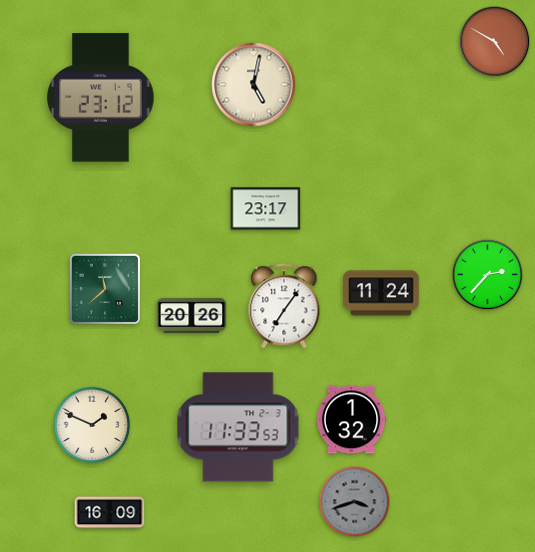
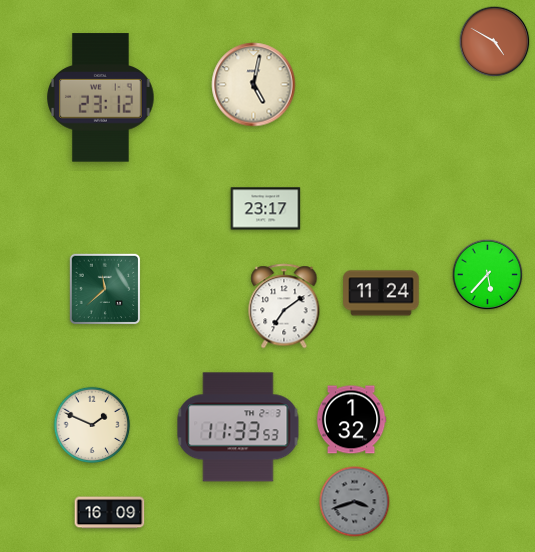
clock at (488, 275): 2:37 -> 5:37
clock at (284, 306): 7:06 -> 7:09
clock at (192, 315): 20:26 -> none
